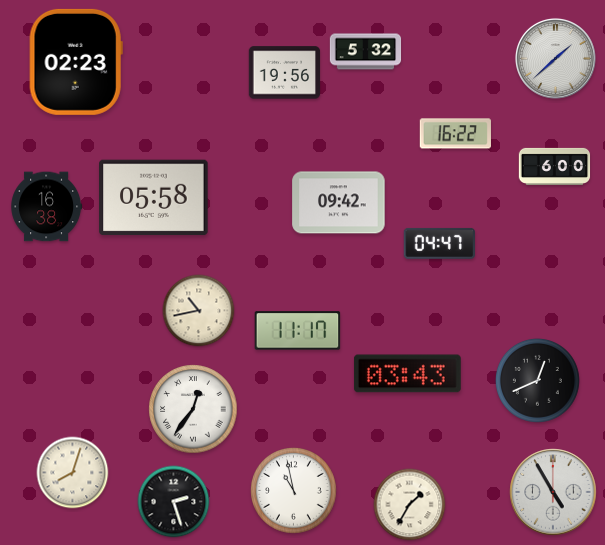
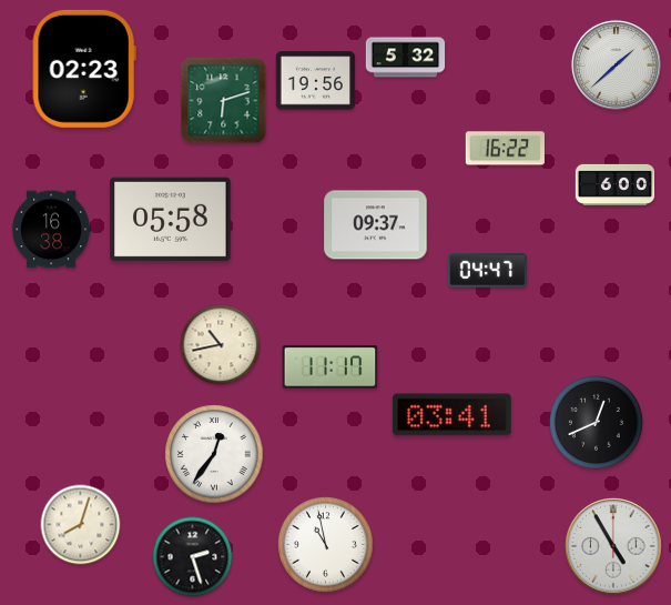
clock at (224, 101): none -> 6:12
clock at (339, 203): 09:42 -> 09:37
clock at (407, 374): 03:43 -> 03:41
clock at (410, 505): 1:35 -> none
